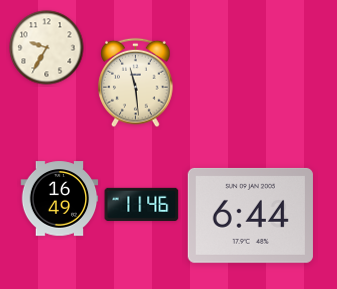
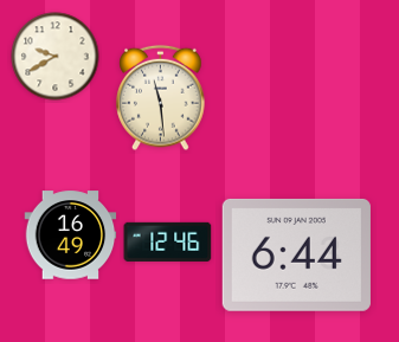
clock at (47, 48): 9:35 -> 9:40
clock at (142, 204): 11:46 -> 12:46
